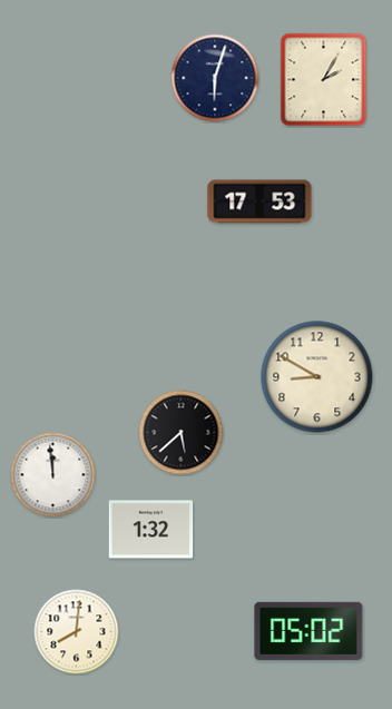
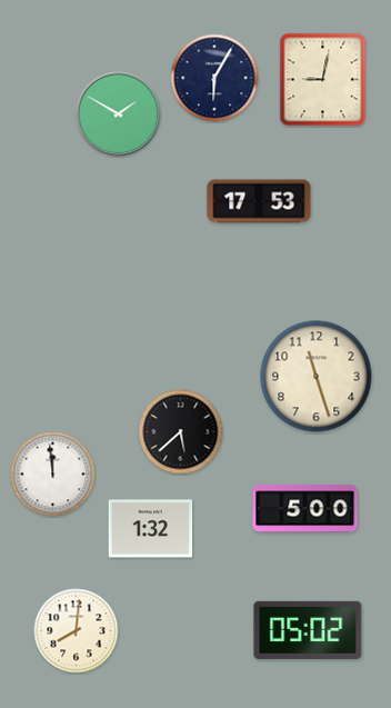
clock at (215, 78): 6:03 -> 6:05
clock at (324, 80): 2:05 -> 9:02
clock at (119, 114): none -> 1:50
clock at (317, 377): 8:50 -> 11:27
clock at (305, 509): none -> 5:00
